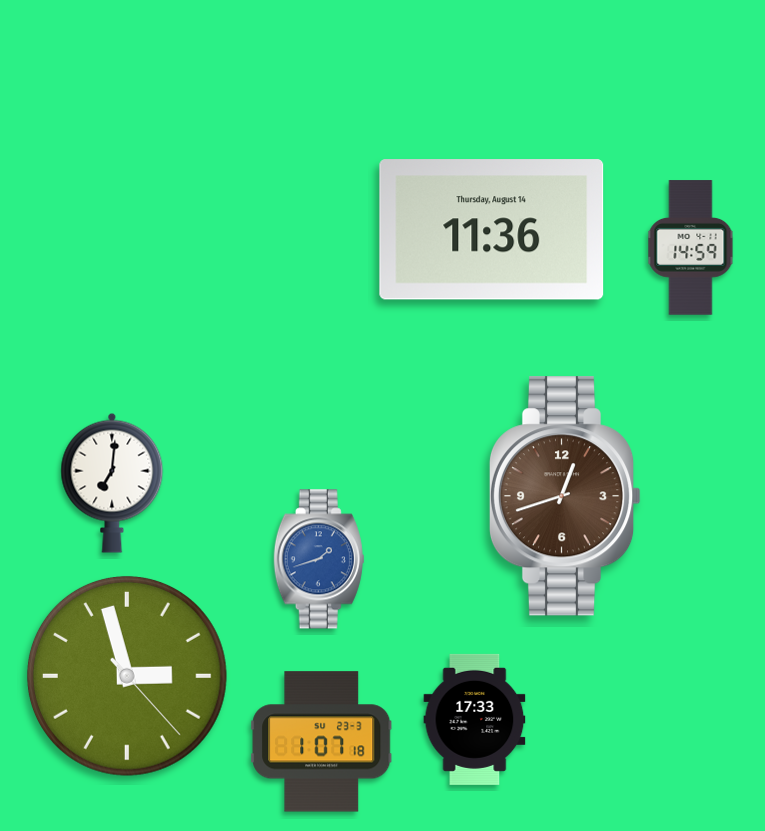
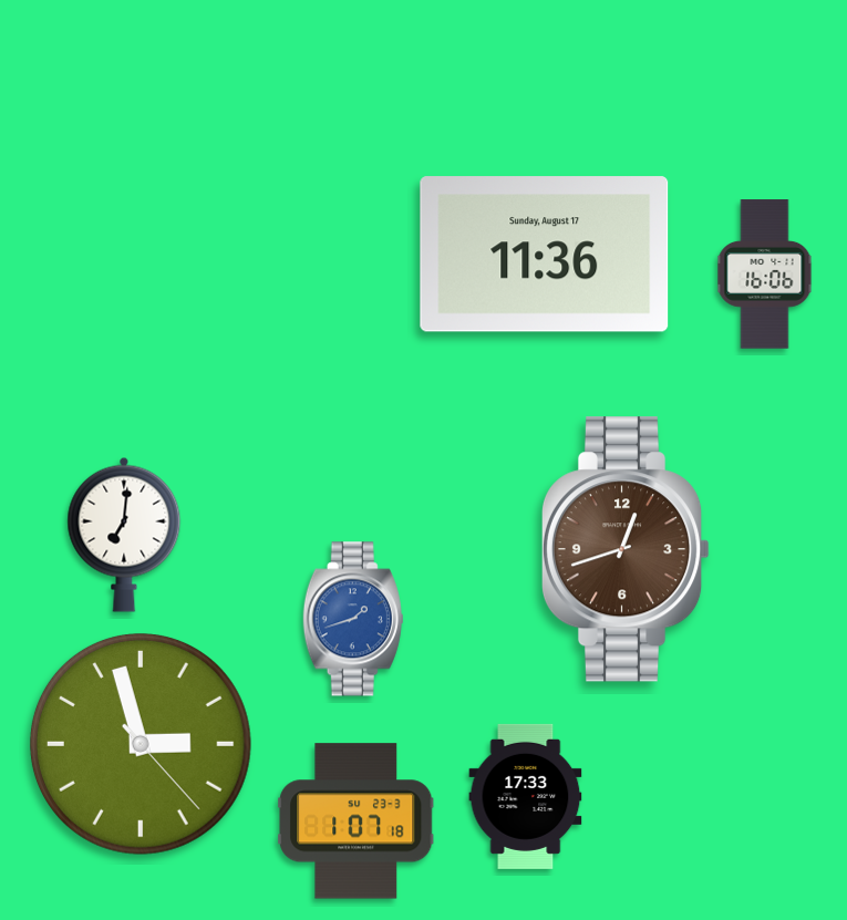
clock at (492, 230) date: Thursday, August 14 -> Sunday, August 17
clock at (691, 248): 14:59 -> 16:06
clock at (127, 676) position: (127, 676) -> (141, 744)
